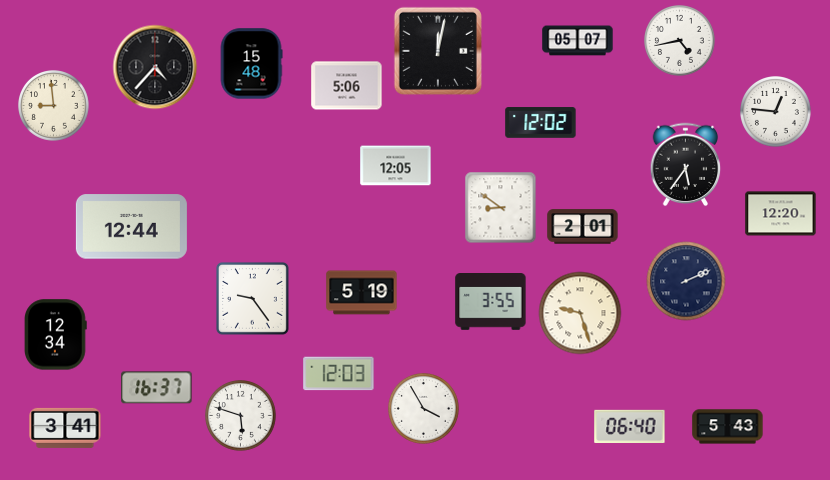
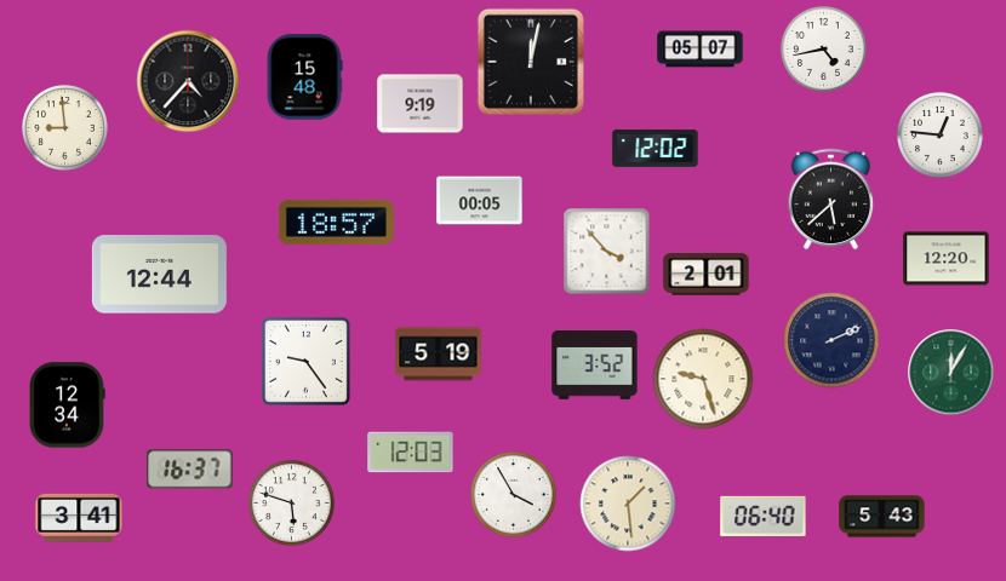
clock at (347, 86): 5:06 -> 9:19
clock at (686, 165): 5:36 -> 5:38
clock at (396, 166): 12:05 -> 00:05
clock at (336, 222): none -> 18:57
clock at (501, 208): 8:51 -> 3:53
clock at (491, 302): 3:55 -> 3:52
clock at (951, 373): none -> 12:05
clock at (628, 504): none -> 1:29
